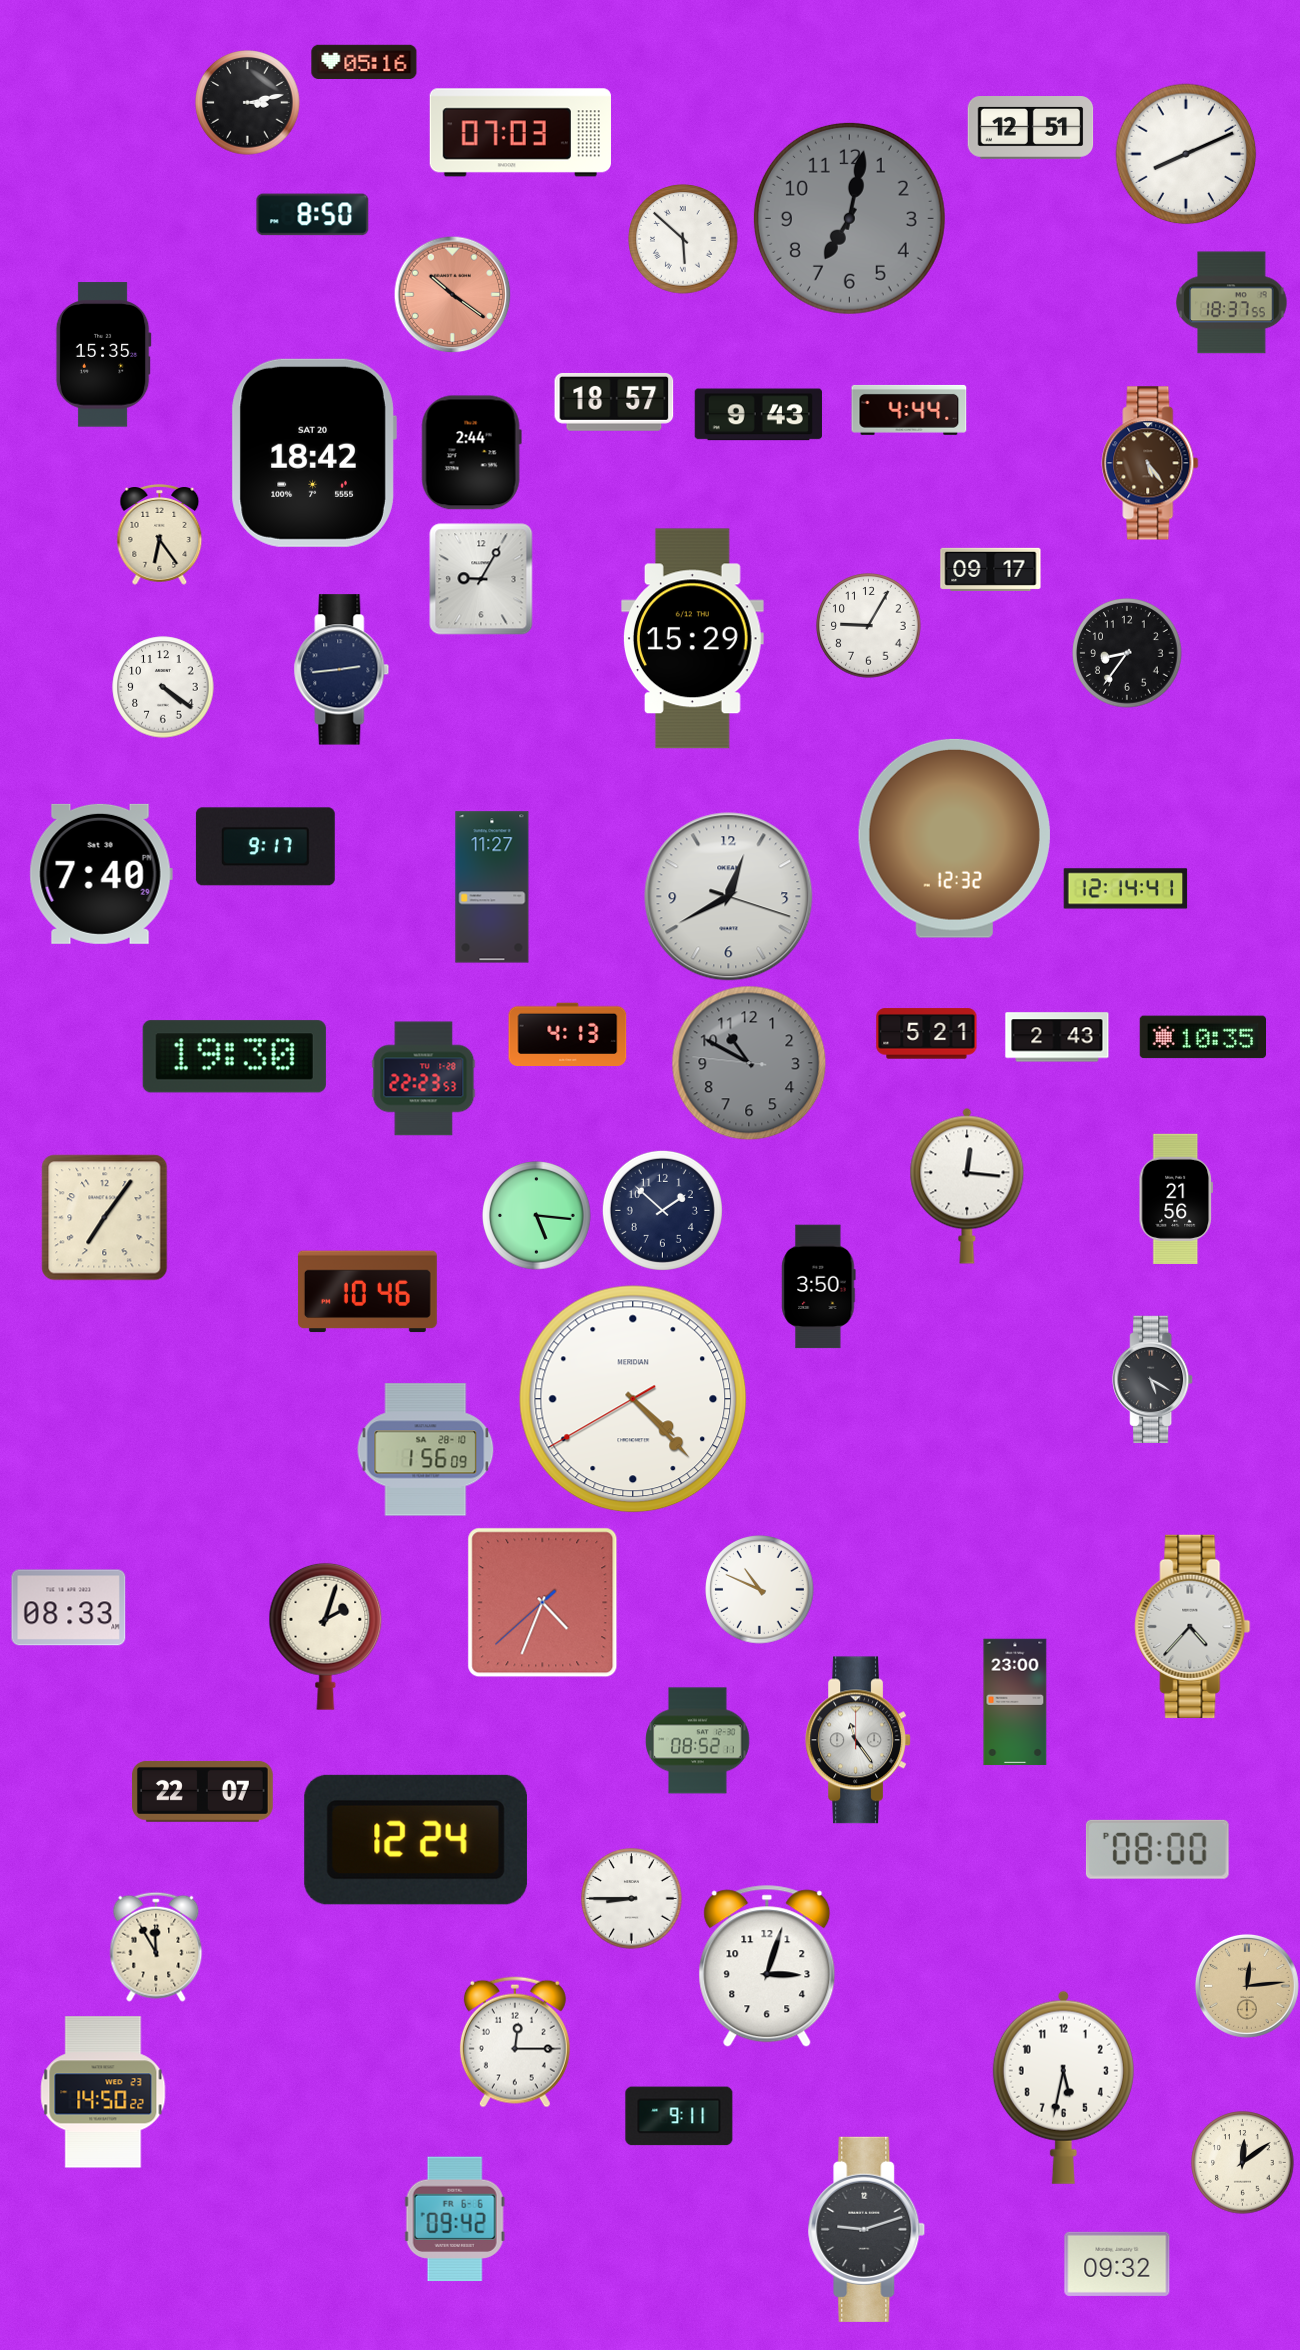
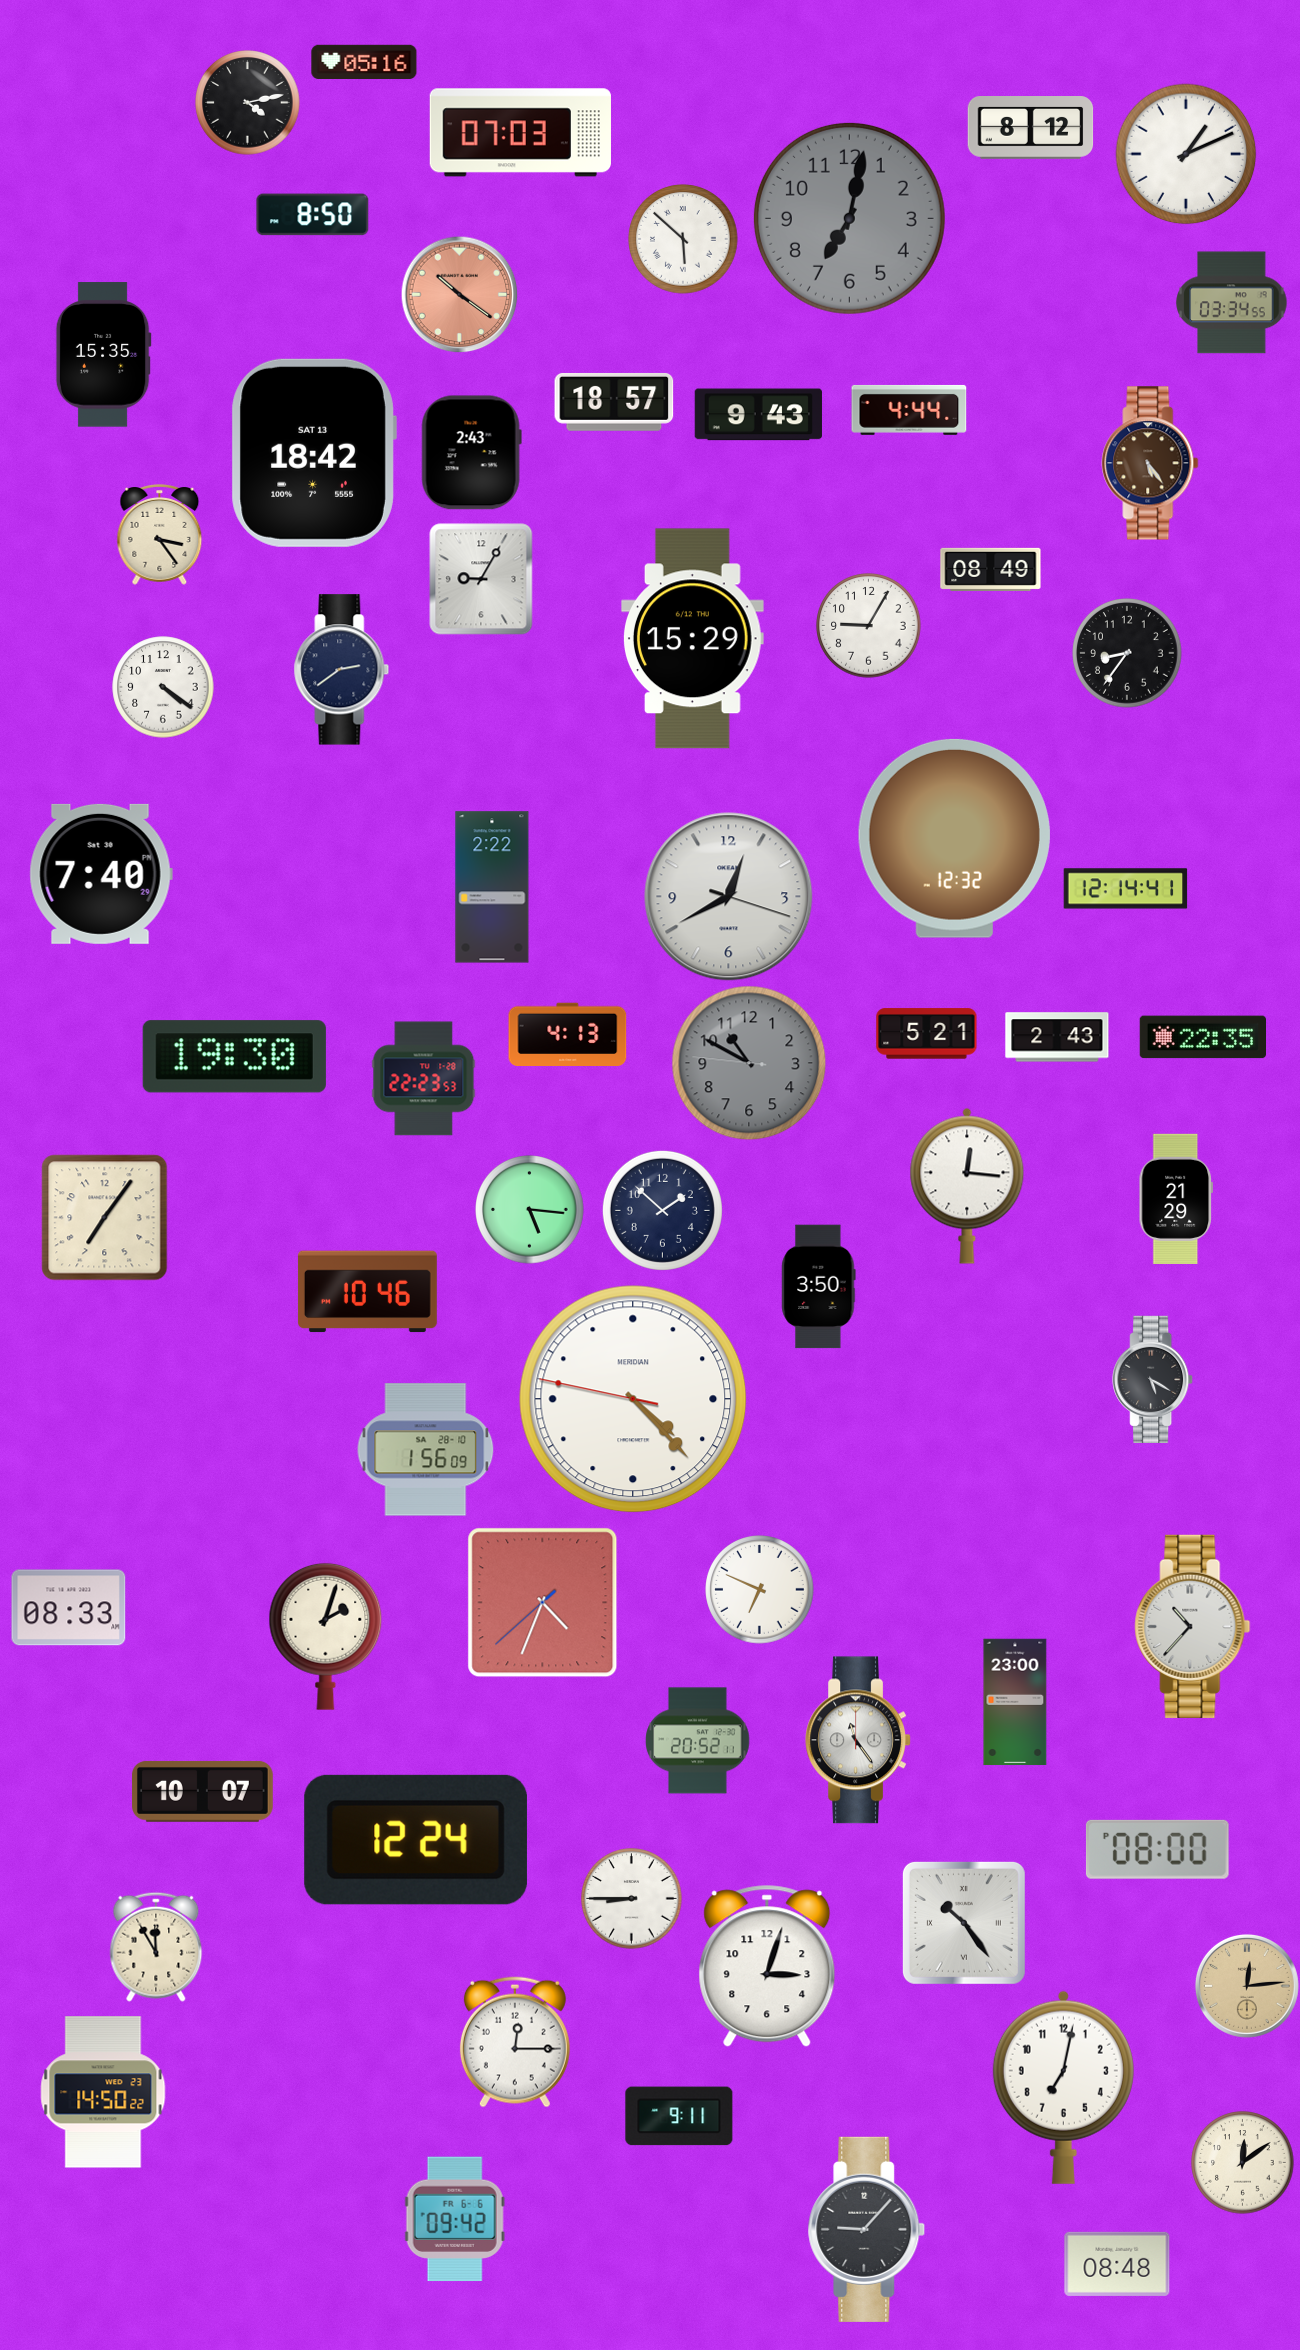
clock at (248, 103): 3:13 -> 4:13
clock at (1031, 128): 12:51 -> 8:12
clock at (1186, 154): 8:11 -> 1:11
clock at (452, 294) position: (452, 294) -> (459, 294)
clock at (1232, 303): 18:37 -> 03:34
clock at (314, 453) date: SAT 20 -> SAT 13
clock at (471, 453): 2:44 -> 2:43
clock at (160, 535): 6:24 -> 3:24
clock at (991, 569): 09:17 -> 08:49
clock at (342, 670): 2:44 -> 2:39
clock at (265, 847): 9:17 -> none
clock at (492, 887): 11:27 -> 2:22
clock at (1202, 1037): 10:35 -> 22:35
clock at (1175, 1199): 21:56 -> 21:29
clock at (537, 1216) position: (537, 1216) -> (530, 1210)
clock at (633, 1399): 4:22:40 -> 4:22:47
clock at (760, 1590): 10:49 -> 6:49
clock at (1193, 1626): 4:37 -> 10:37
clock at (698, 1741): 08:52 -> 20:52
clock at (203, 1792): 22:07 -> 10:07
clock at (964, 1923): none -> 10:24
clock at (1063, 2087): 5:32 -> 7:02
clock at (867, 2229): 9:12 -> 9:07
clock at (1117, 2264): 09:32 -> 08:48
